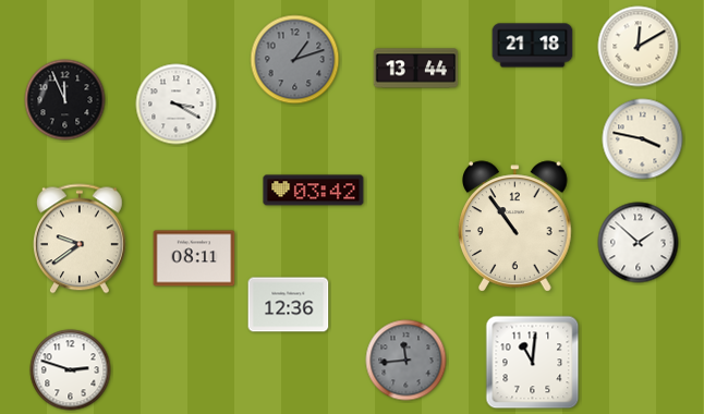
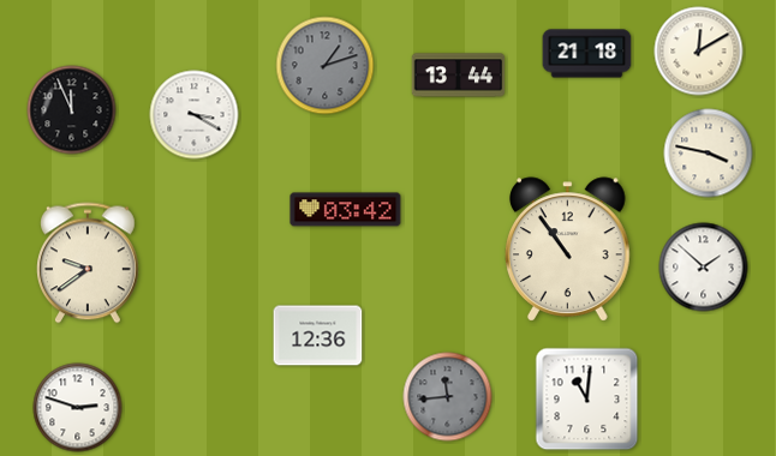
clock at (533, 46) position: (533, 46) -> (587, 54)
clock at (639, 47) position: (639, 47) -> (699, 52)
clock at (194, 258): 08:11 -> none
